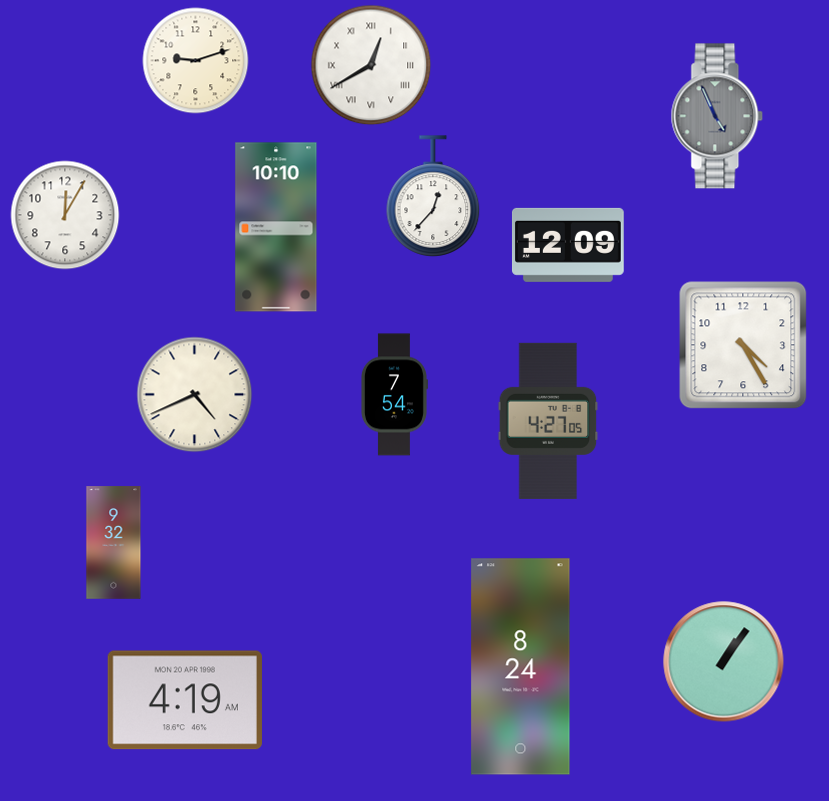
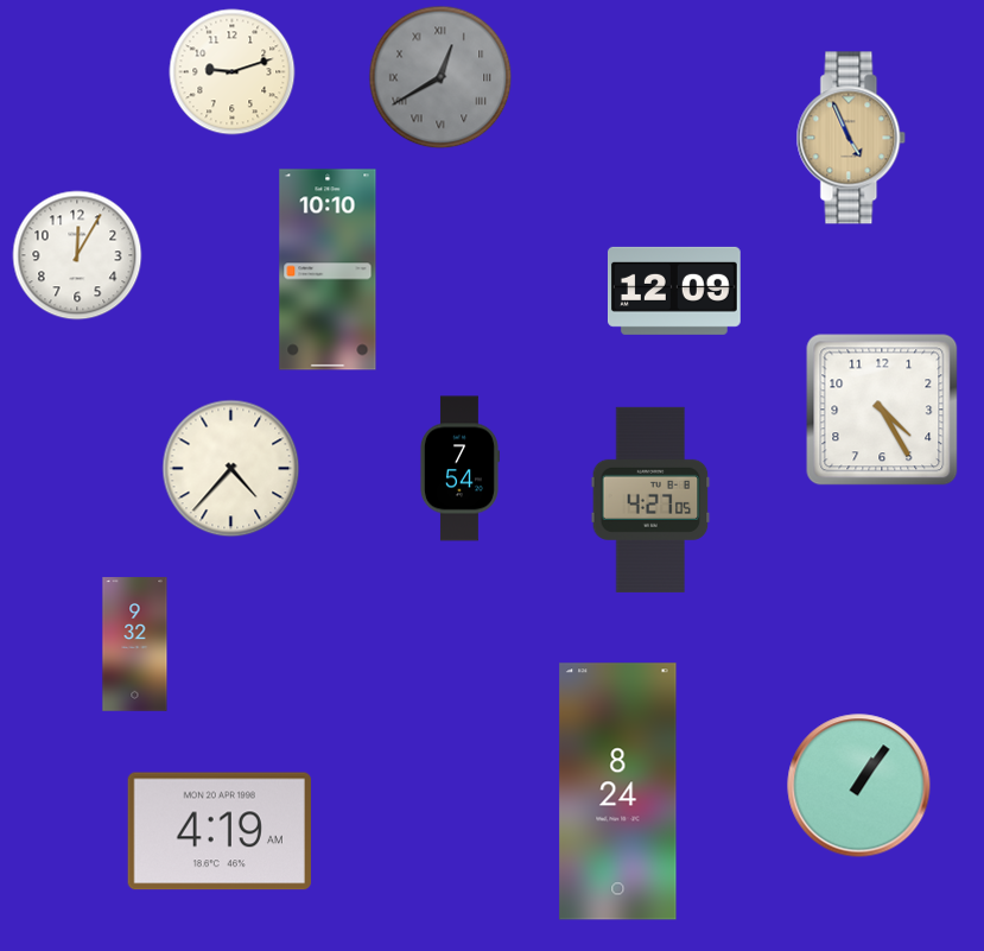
clock at (371, 65) dial: white -> grey
clock at (717, 116) dial: grey -> champagne
clock at (433, 196): 12:37 -> none
clock at (195, 395): 4:41 -> 4:37
clock at (394, 395) position: (394, 395) -> (459, 469)
